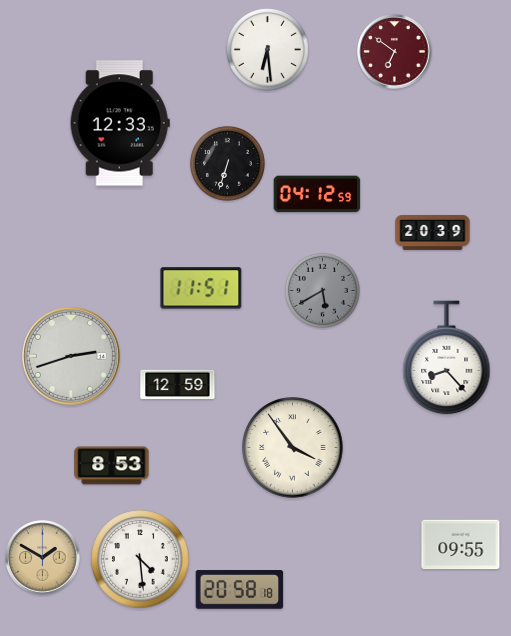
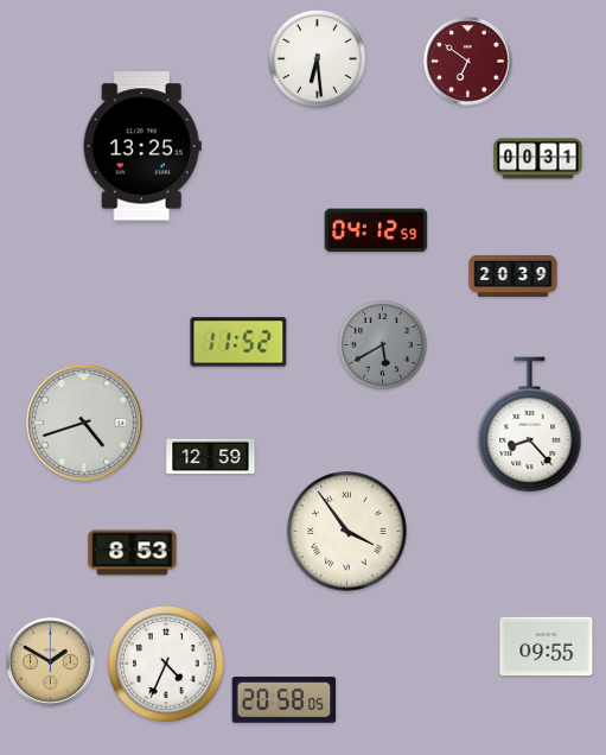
clock at (120, 123): 12:33 -> 13:25
clock at (538, 159): none -> 00:31
clock at (227, 163): 6:33 -> none
clock at (201, 288): 11:51 -> 11:52
clock at (71, 356): 2:42 -> 4:42
clock at (140, 559): 4:29 -> 4:34
clock at (240, 590): 20:58:18 -> 20:58:05
